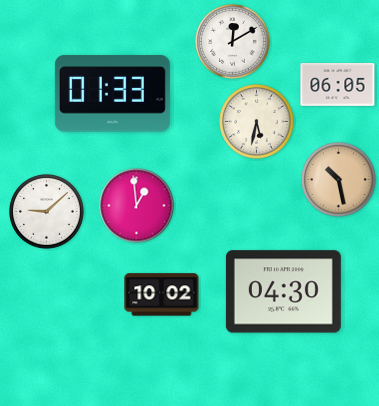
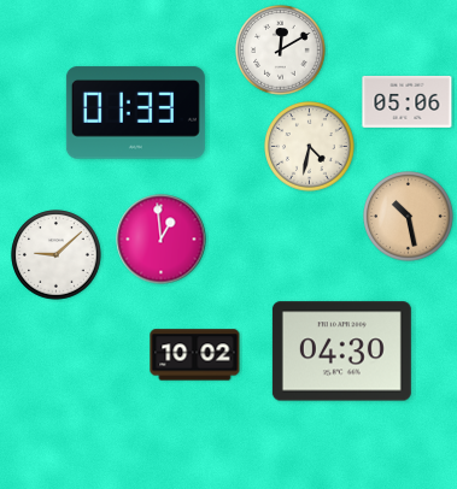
clock at (338, 84): 06:05 -> 05:06
clock at (257, 122): 5:32 -> 4:32
clock at (137, 206) position: (137, 206) -> (162, 240)
